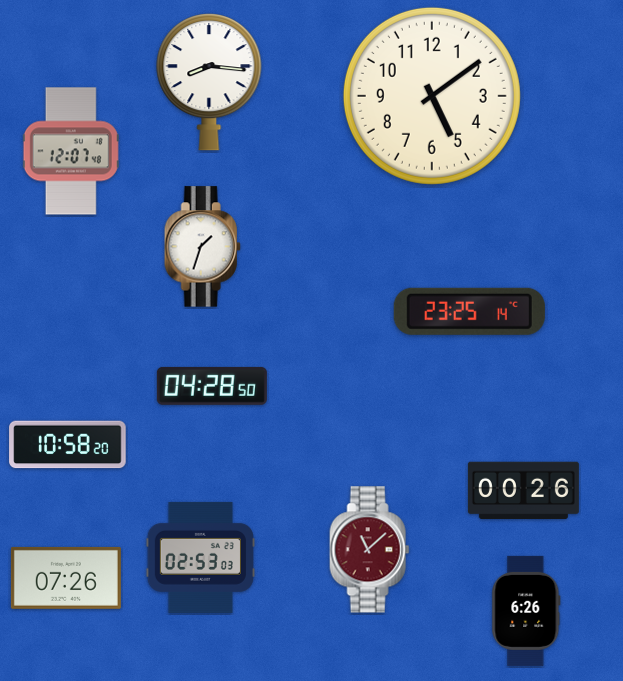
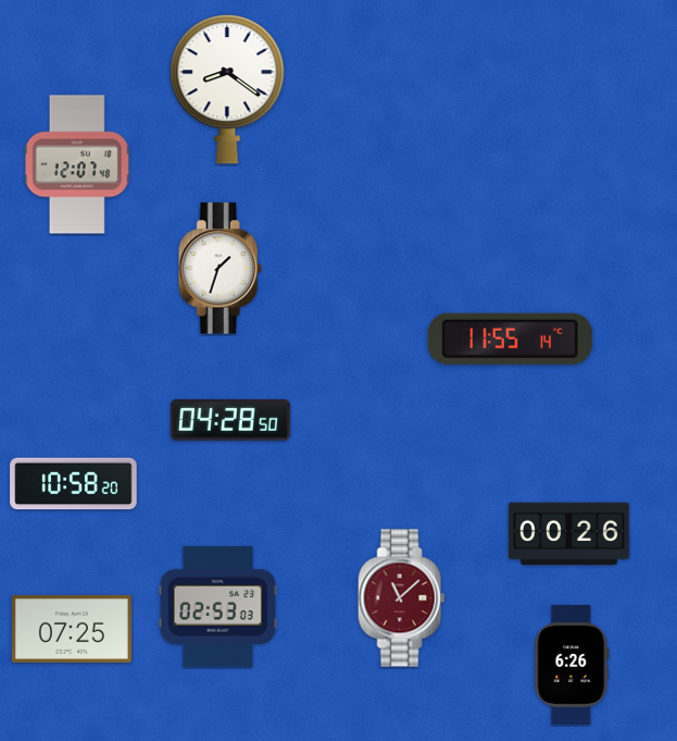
clock at (209, 83): 8:16 -> 8:21
clock at (432, 96): 5:09 -> none
clock at (469, 311): 23:25 -> 11:55
clock at (66, 578): 07:26 -> 07:25
